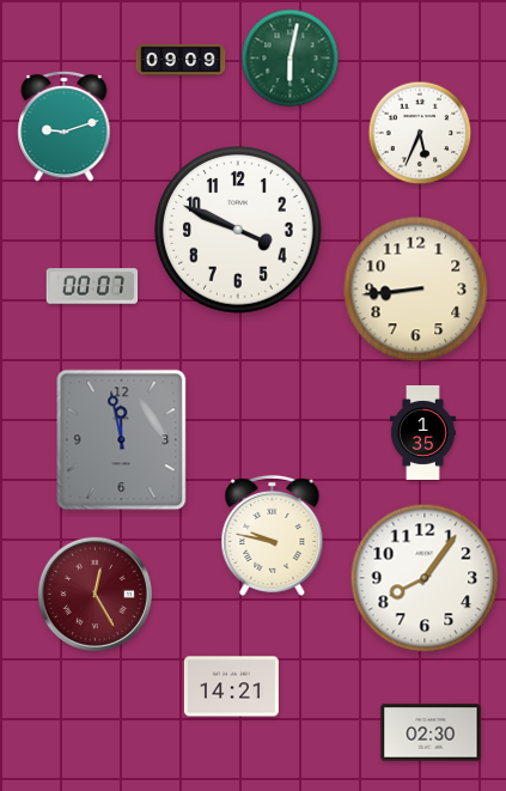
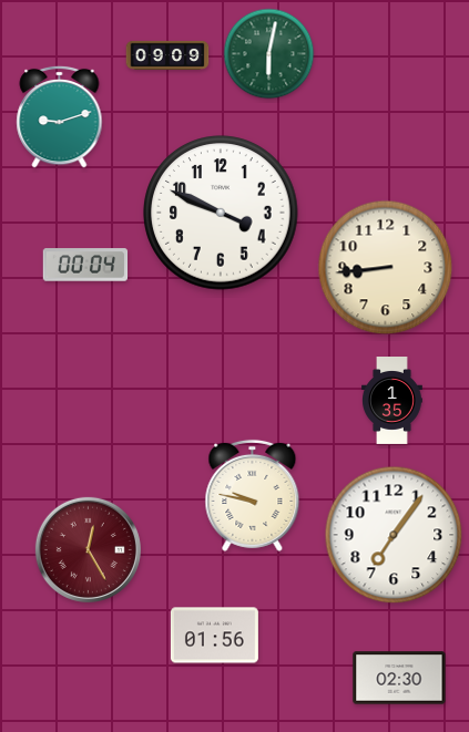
clock at (420, 133): 5:34 -> none
clock at (92, 286): 00:07 -> 00:04
clock at (122, 440): 11:58 -> none
clock at (425, 578): 8:06 -> 7:06
clock at (231, 687): 14:21 -> 01:56
